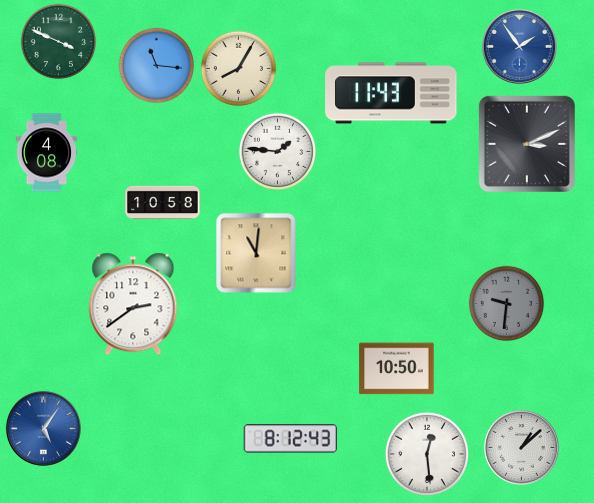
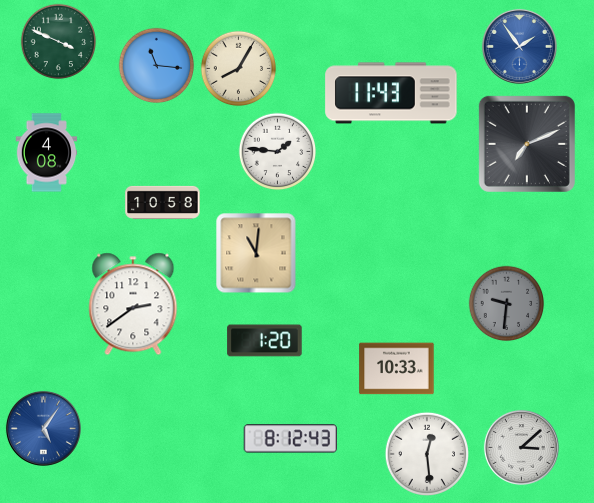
clock at (527, 144): 3:11 -> 7:11
clock at (265, 341): none -> 1:20
clock at (397, 369): 10:50 -> 10:33
clock at (521, 447): 1:08 -> 3:08
